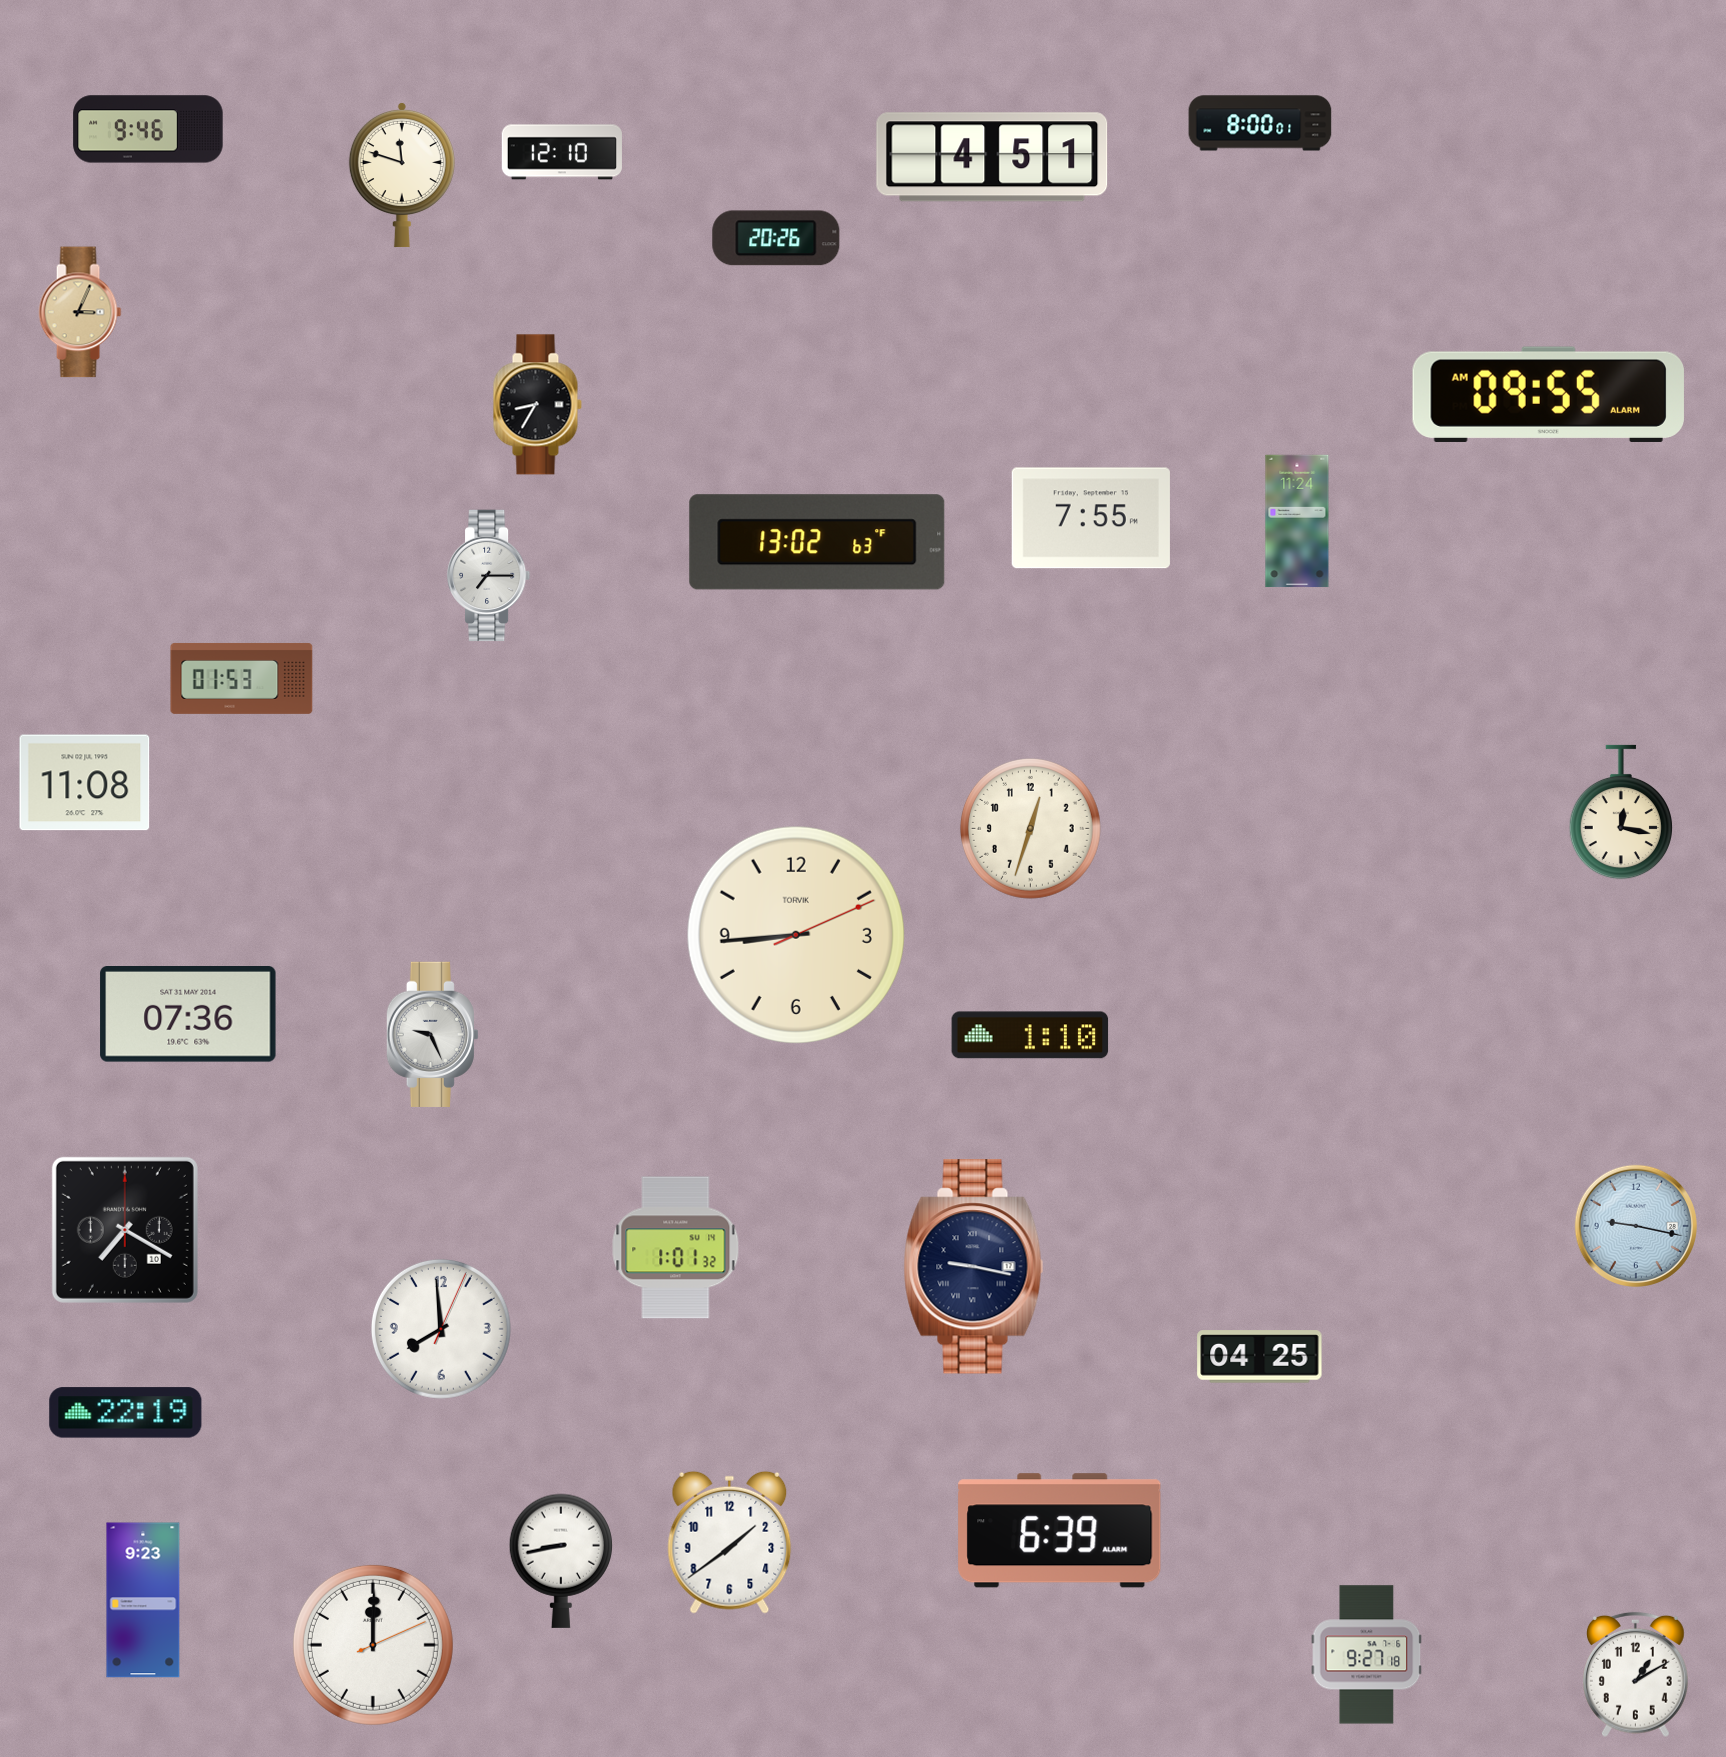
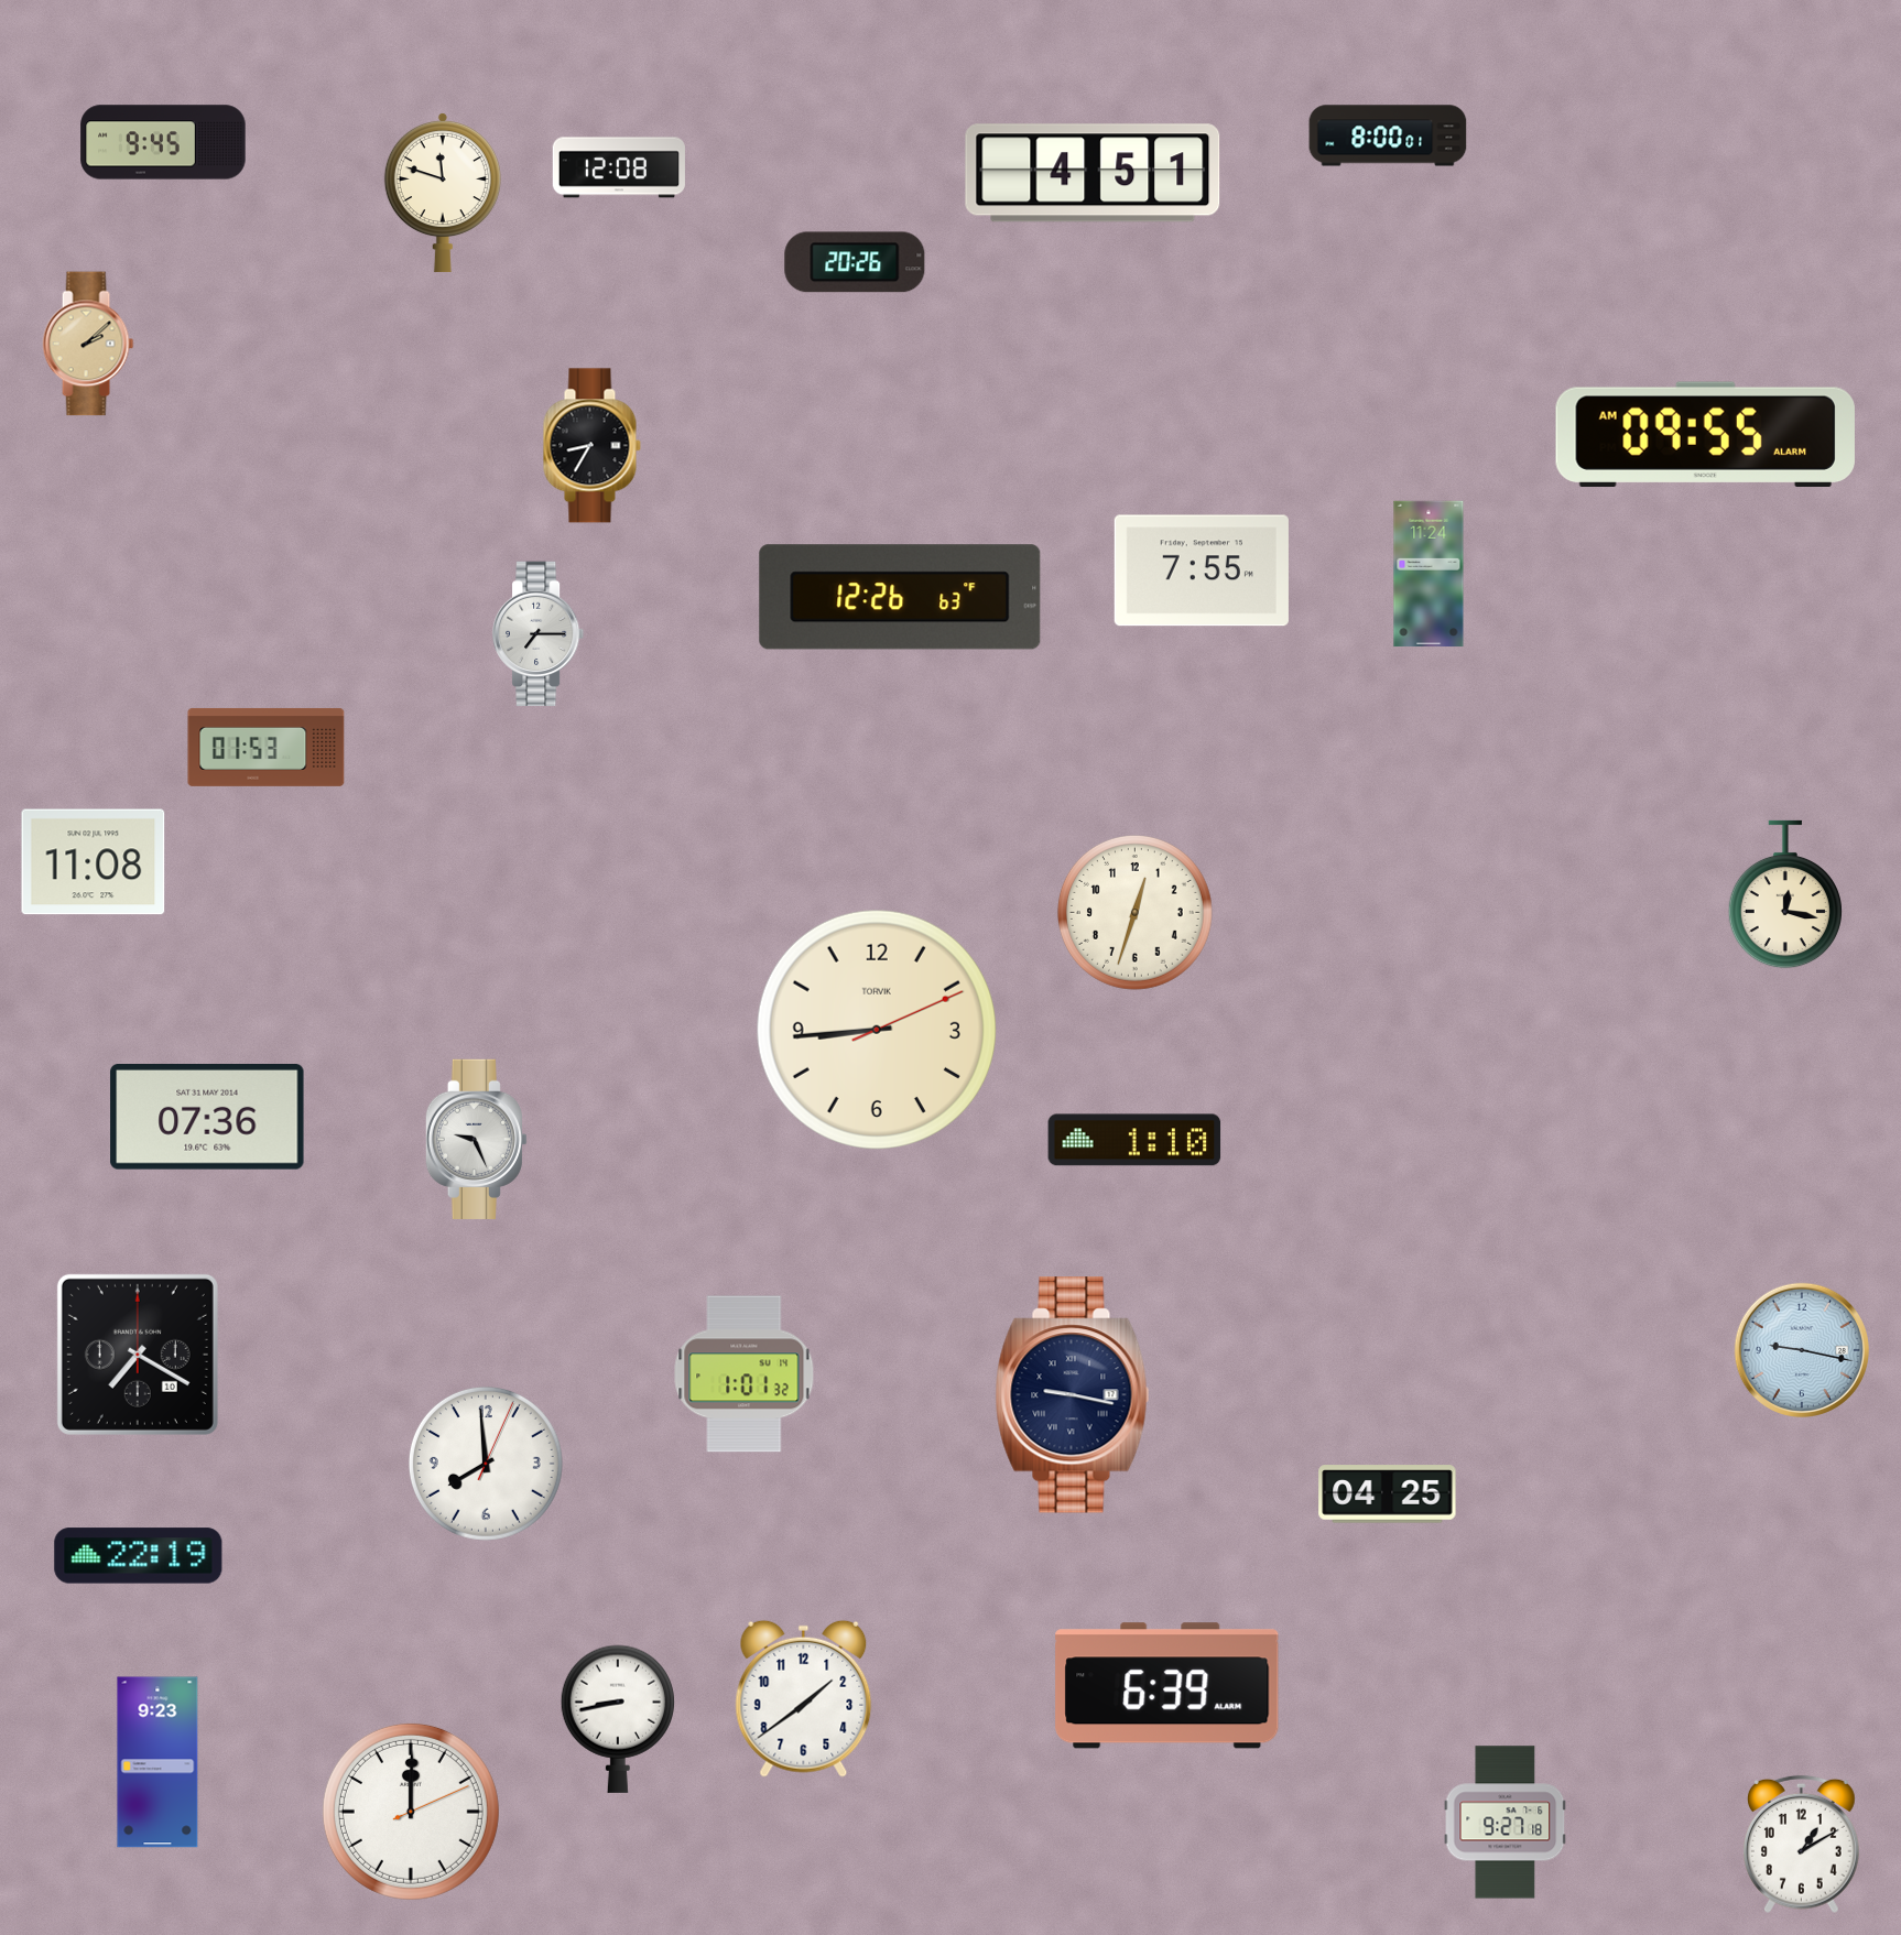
clock at (148, 129): 9:46 -> 9:45
clock at (562, 152): 12:10 -> 12:08
clock at (80, 312): 3:04 -> 2:08
clock at (817, 542): 13:02 -> 12:26
